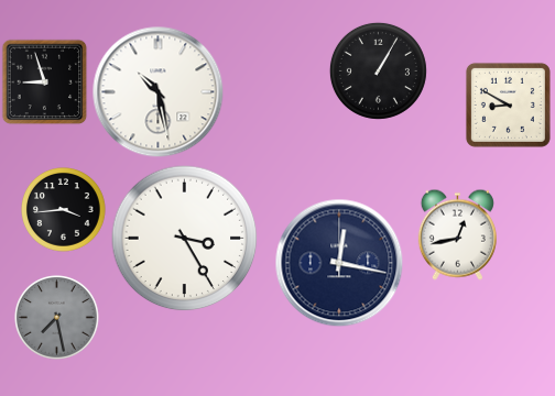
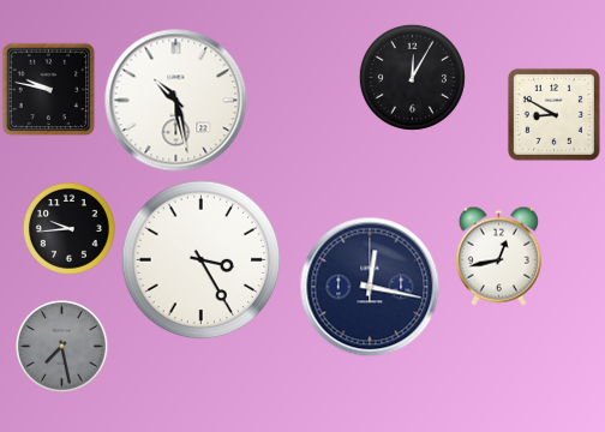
clock at (378, 70): 1:05 -> 12:05
clock at (44, 81): 8:57 -> 9:47
clock at (159, 92) position: (159, 92) -> (176, 101)
clock at (64, 210): 3:44 -> 9:44
